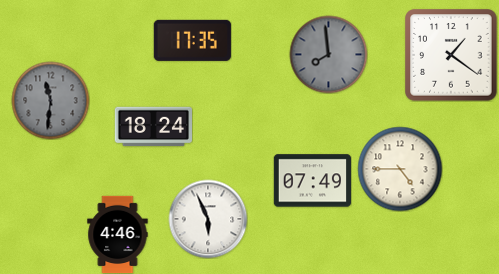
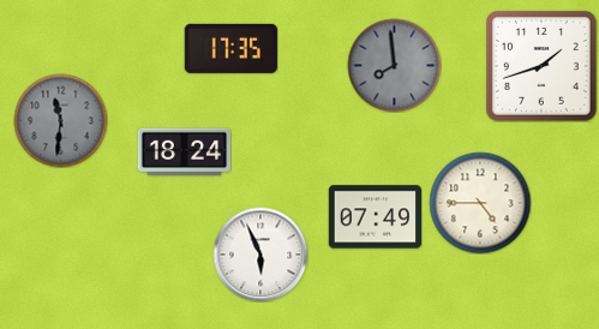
clock at (451, 55): 1:21 -> 1:42
clock at (208, 219) position: (208, 219) -> (260, 255)
clock at (118, 234): 4:46 -> none
